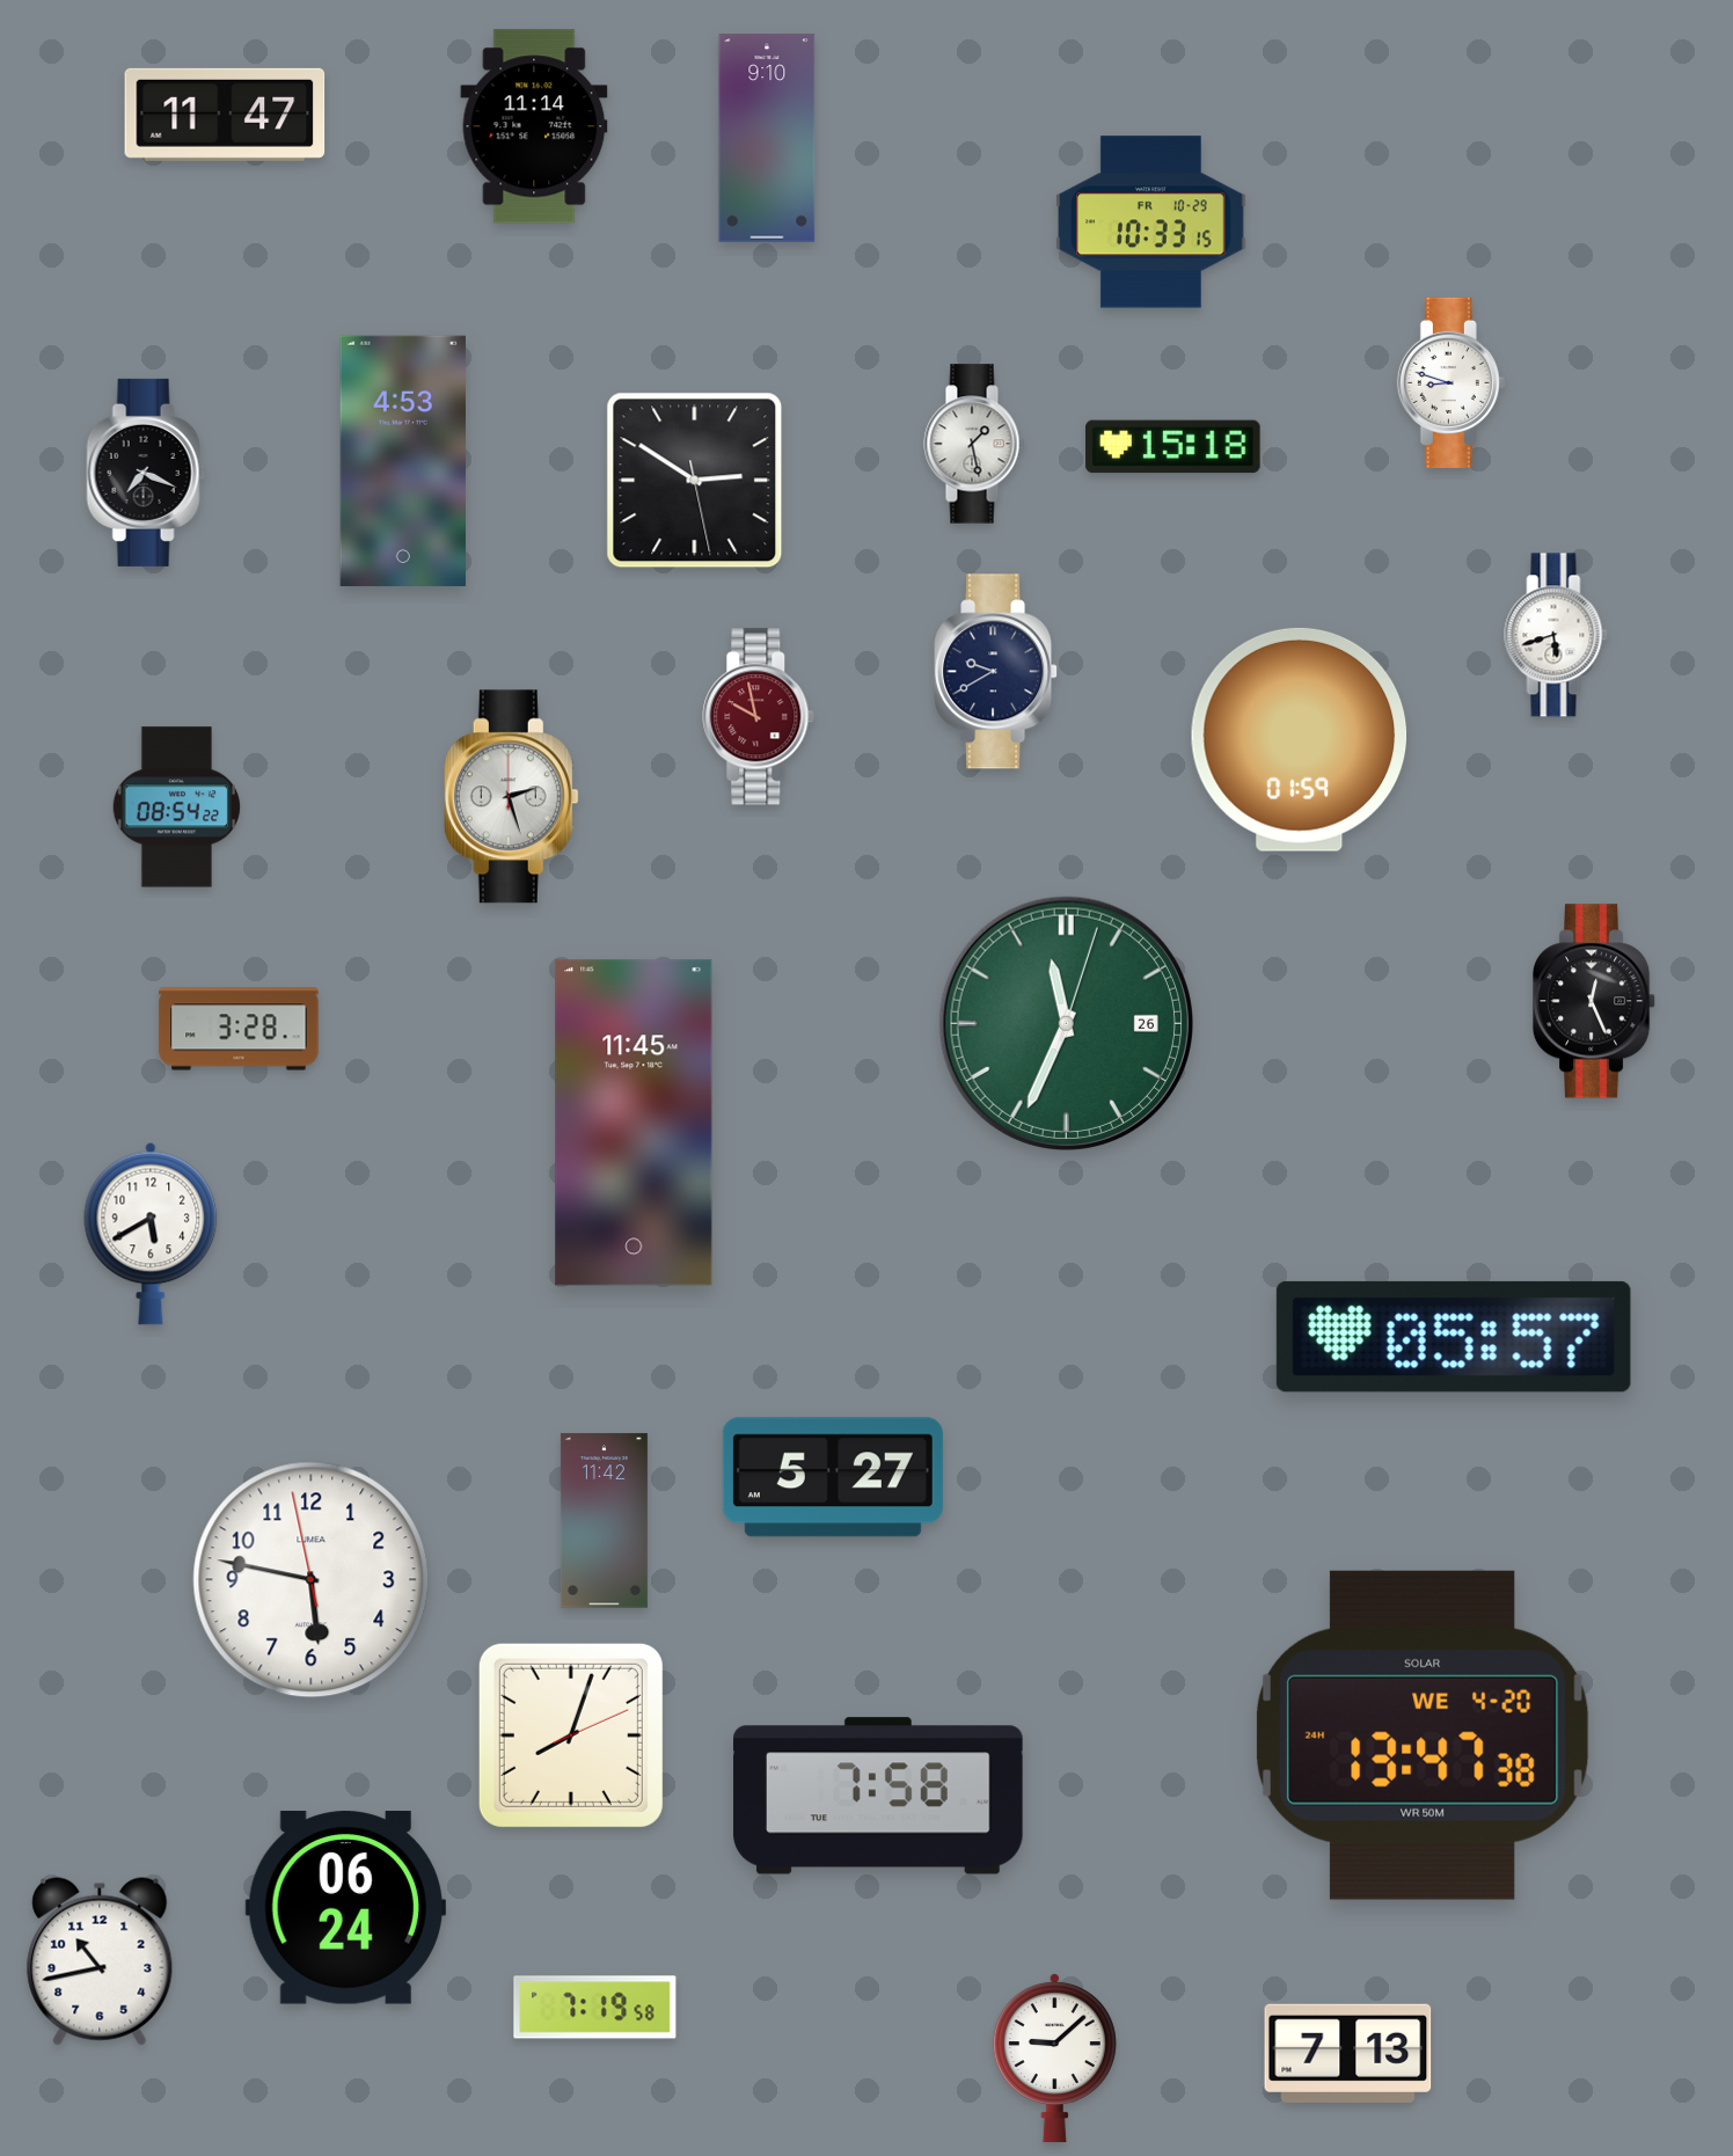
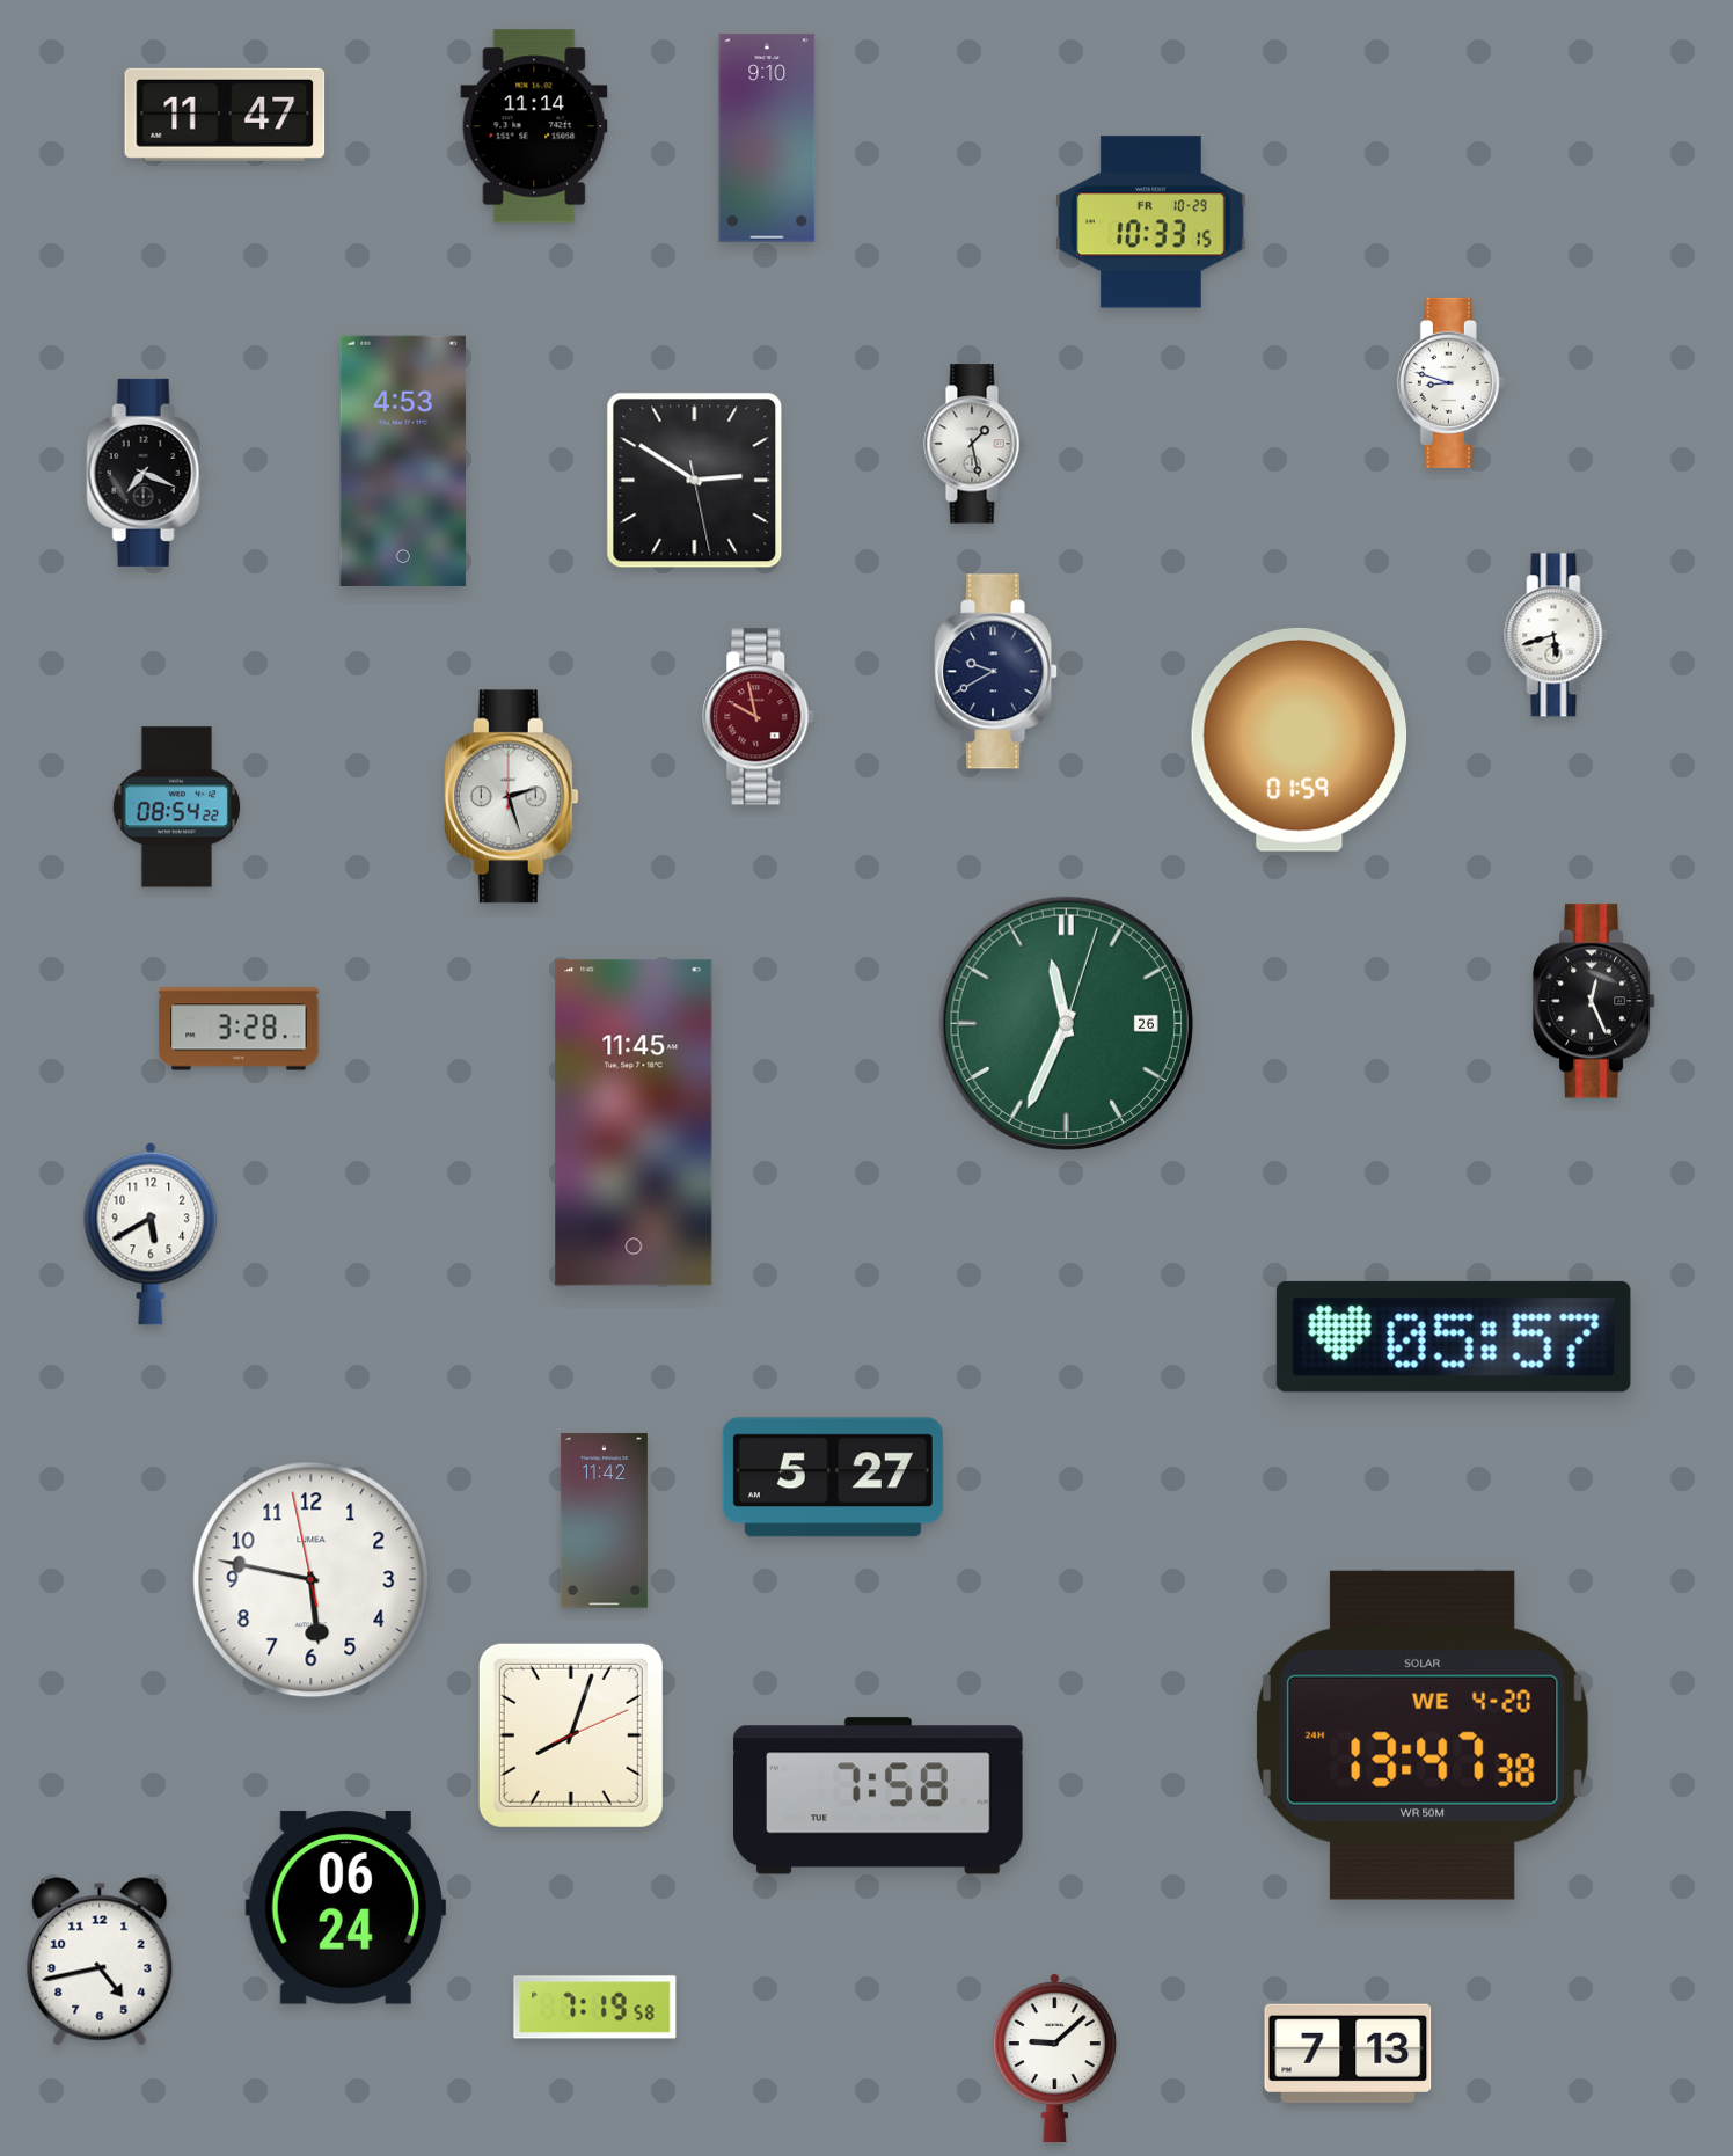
clock at (1173, 447): 15:18 -> none
clock at (100, 1961): 10:43 -> 4:43
